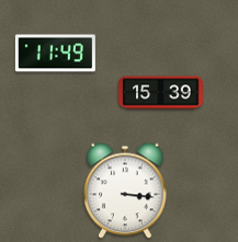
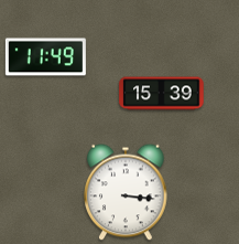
clock at (55, 54) position: (55, 54) -> (45, 57)
